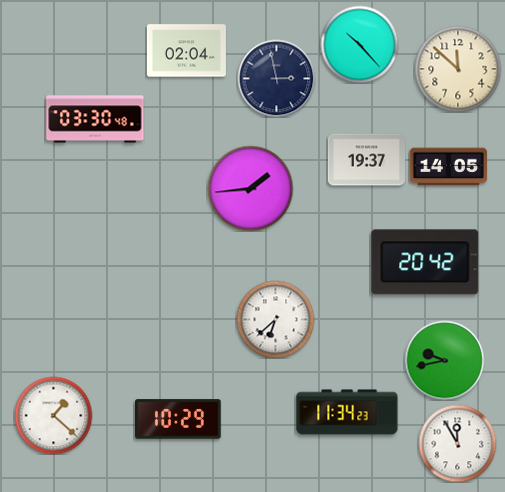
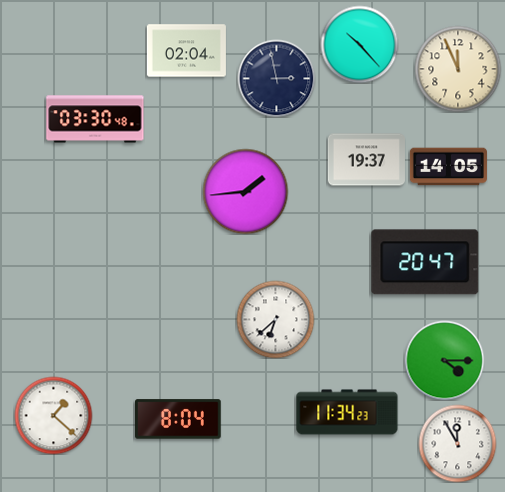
clock at (458, 69): 11:52 -> 11:56
clock at (250, 188) position: (250, 188) -> (245, 191)
clock at (425, 262): 20:42 -> 20:47
clock at (444, 360): 9:43 -> 4:15
clock at (179, 419): 10:29 -> 8:04
